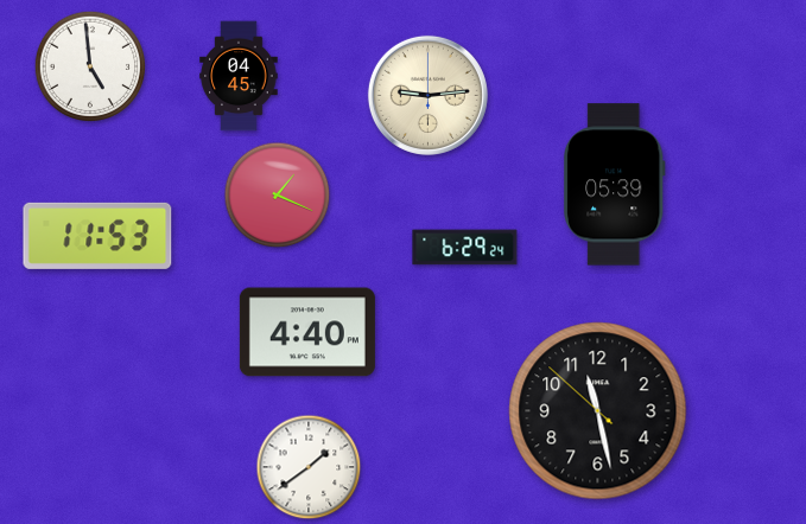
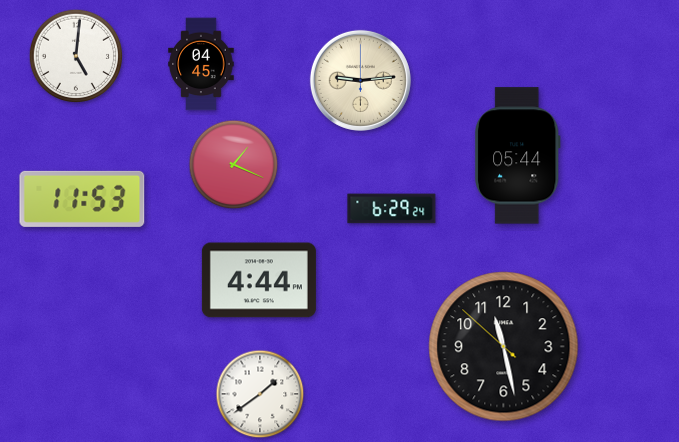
clock at (89, 65): 4:59 -> 5:01
clock at (614, 185): 05:39 -> 05:44
clock at (307, 332): 4:40 -> 4:44
